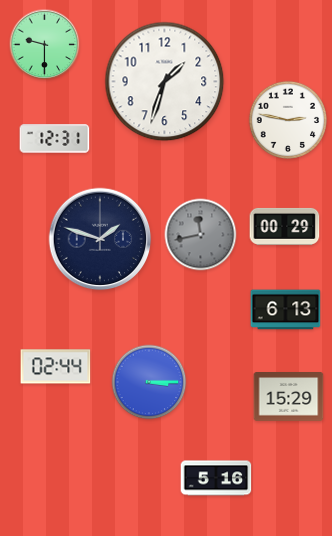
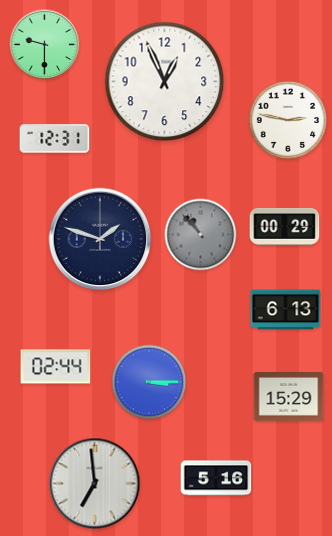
clock at (165, 82): 1:33 -> 12:56
clock at (201, 235): 11:43 -> 10:53
clock at (95, 484): none -> 6:59
